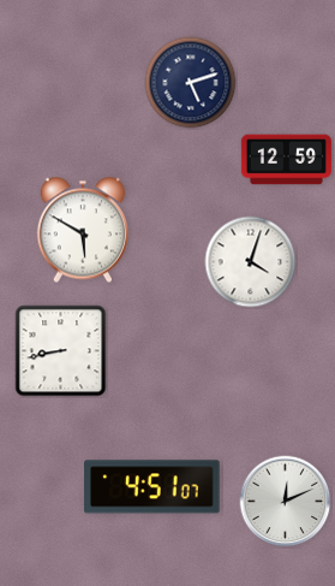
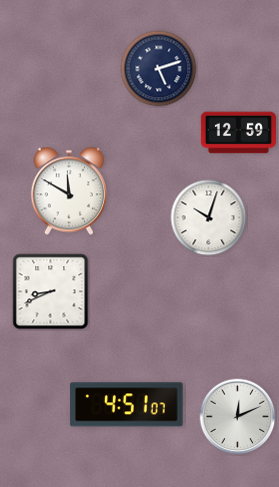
clock at (82, 230): 5:50 -> 11:50
clock at (251, 262): 4:03 -> 10:03
clock at (61, 351): 8:43 -> 8:41
